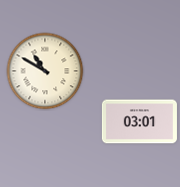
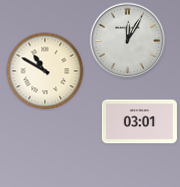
clock at (128, 41): none -> 12:05
